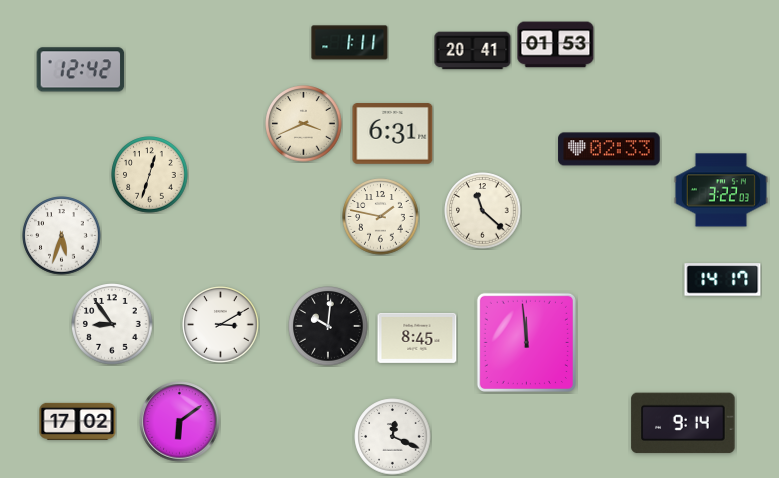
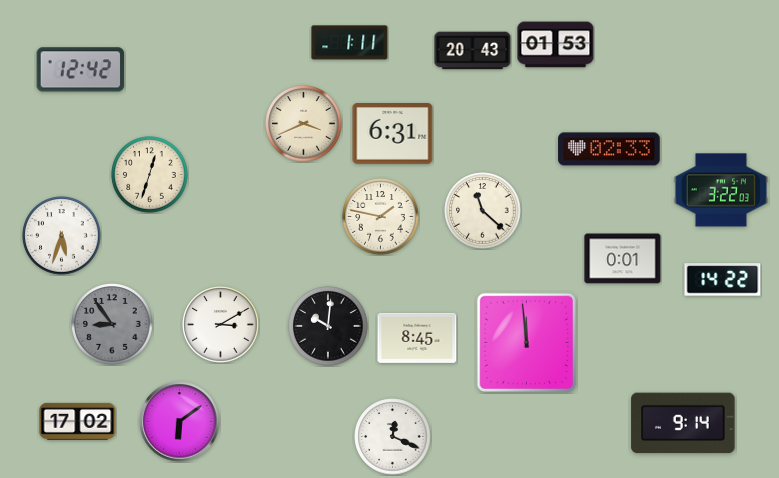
clock at (473, 51): 20:41 -> 20:43
clock at (623, 259): none -> 0:01
clock at (723, 280): 14:17 -> 14:22
clock at (112, 324) dial: white -> grey
